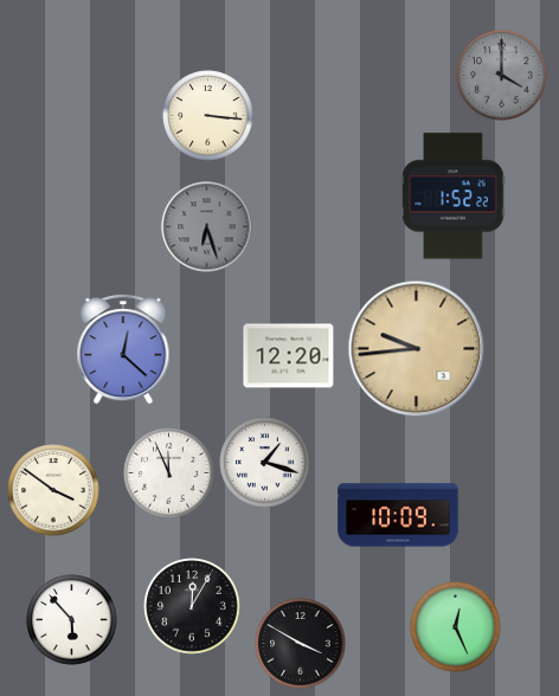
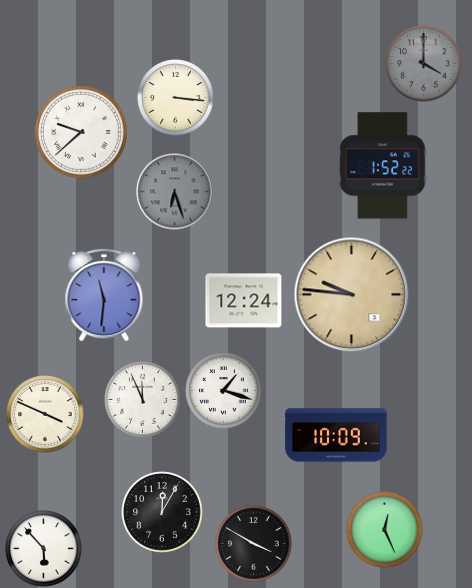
clock at (81, 132): none -> 9:38
clock at (123, 349): 12:22 -> 11:31
clock at (417, 349): 9:44 -> 9:46
clock at (289, 356): 12:20 -> 12:24
clock at (53, 490): 3:51 -> 3:49
clock at (72, 620) position: (72, 620) -> (44, 549)
